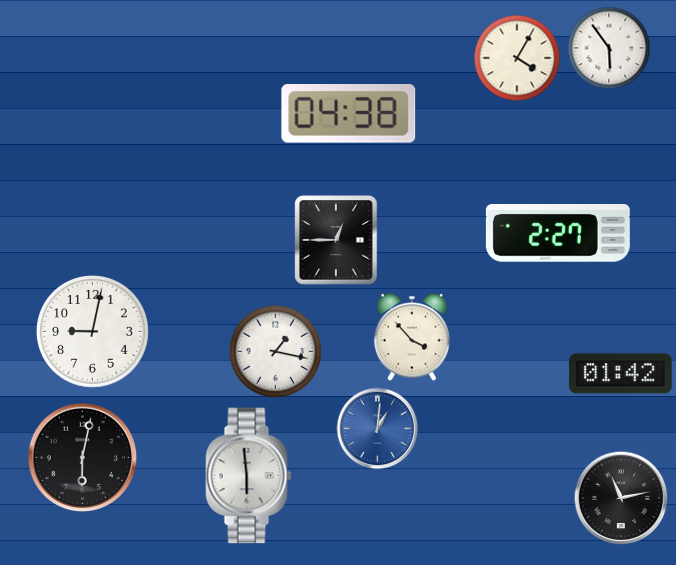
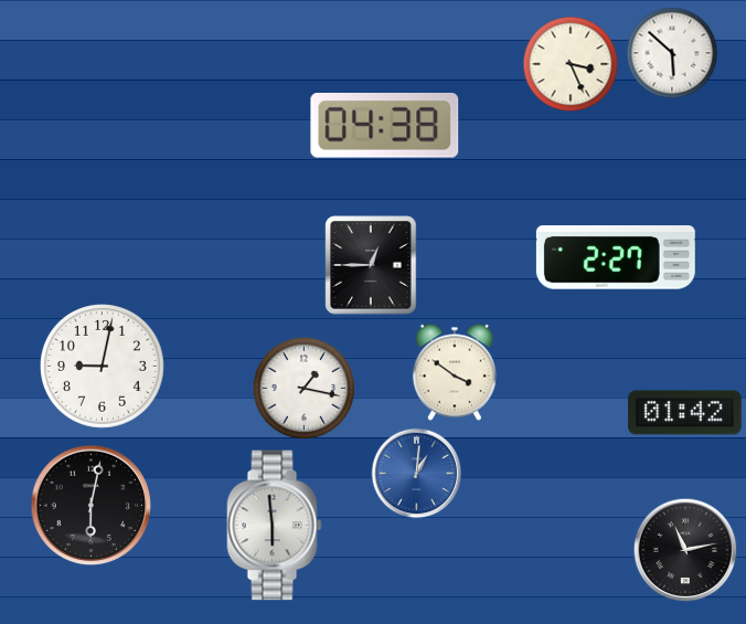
clock at (609, 48): 5:54 -> 5:52
clock at (517, 58): 4:05 -> 3:26
clock at (412, 337): 3:53 -> 3:51
